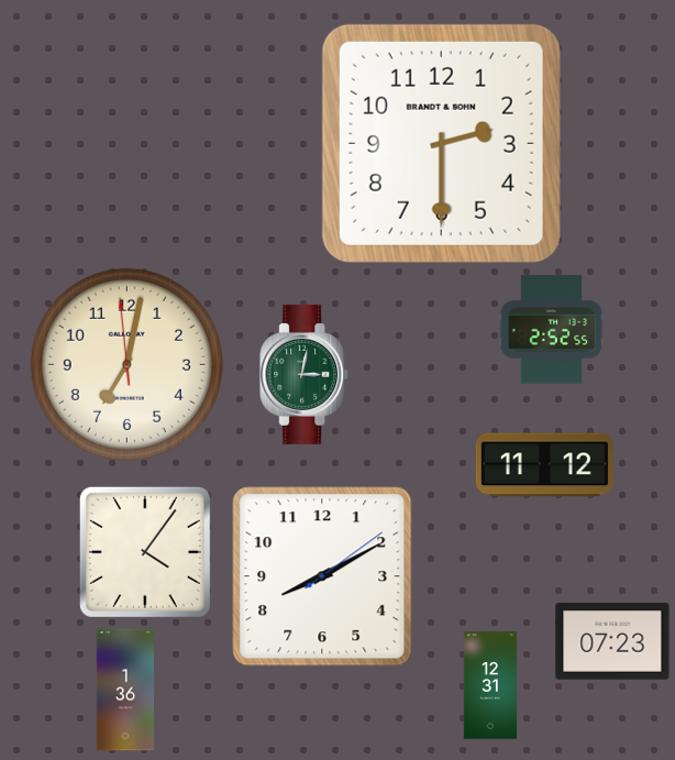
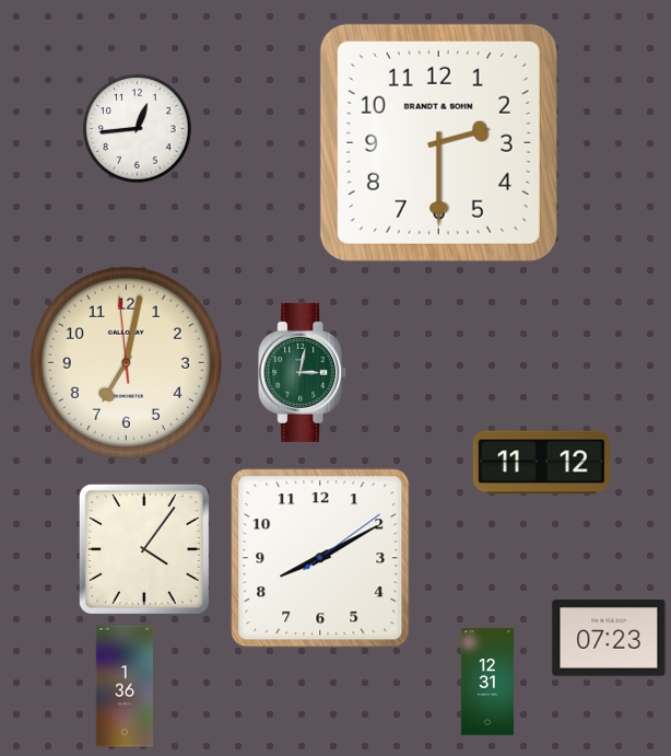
clock at (138, 129): none -> 12:44
clock at (552, 330): 2:52 -> none
clock at (322, 576) position: (322, 576) -> (320, 558)
